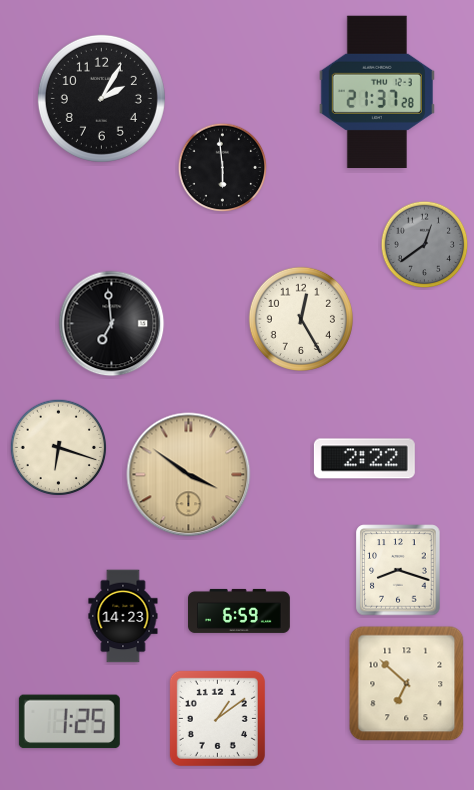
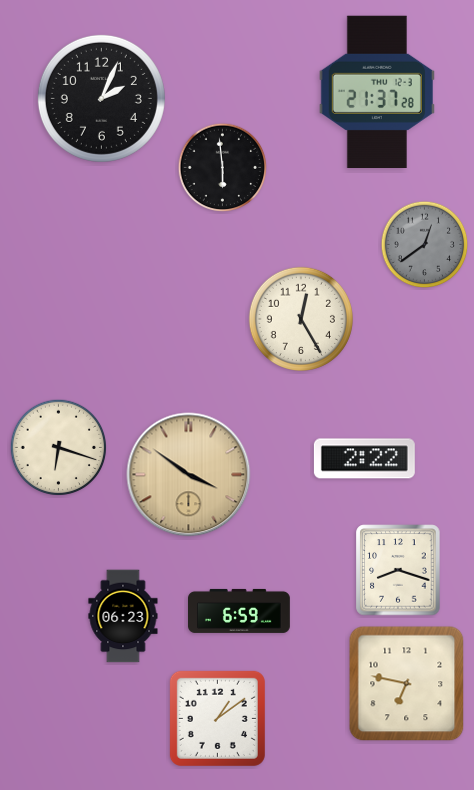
clock at (101, 98): 2:05 -> 2:04
clock at (112, 324): 6:59 -> none
clock at (123, 616): 14:23 -> 06:23
clock at (407, 684): 6:52 -> 6:47
clock at (69, 722): 1:25 -> none
